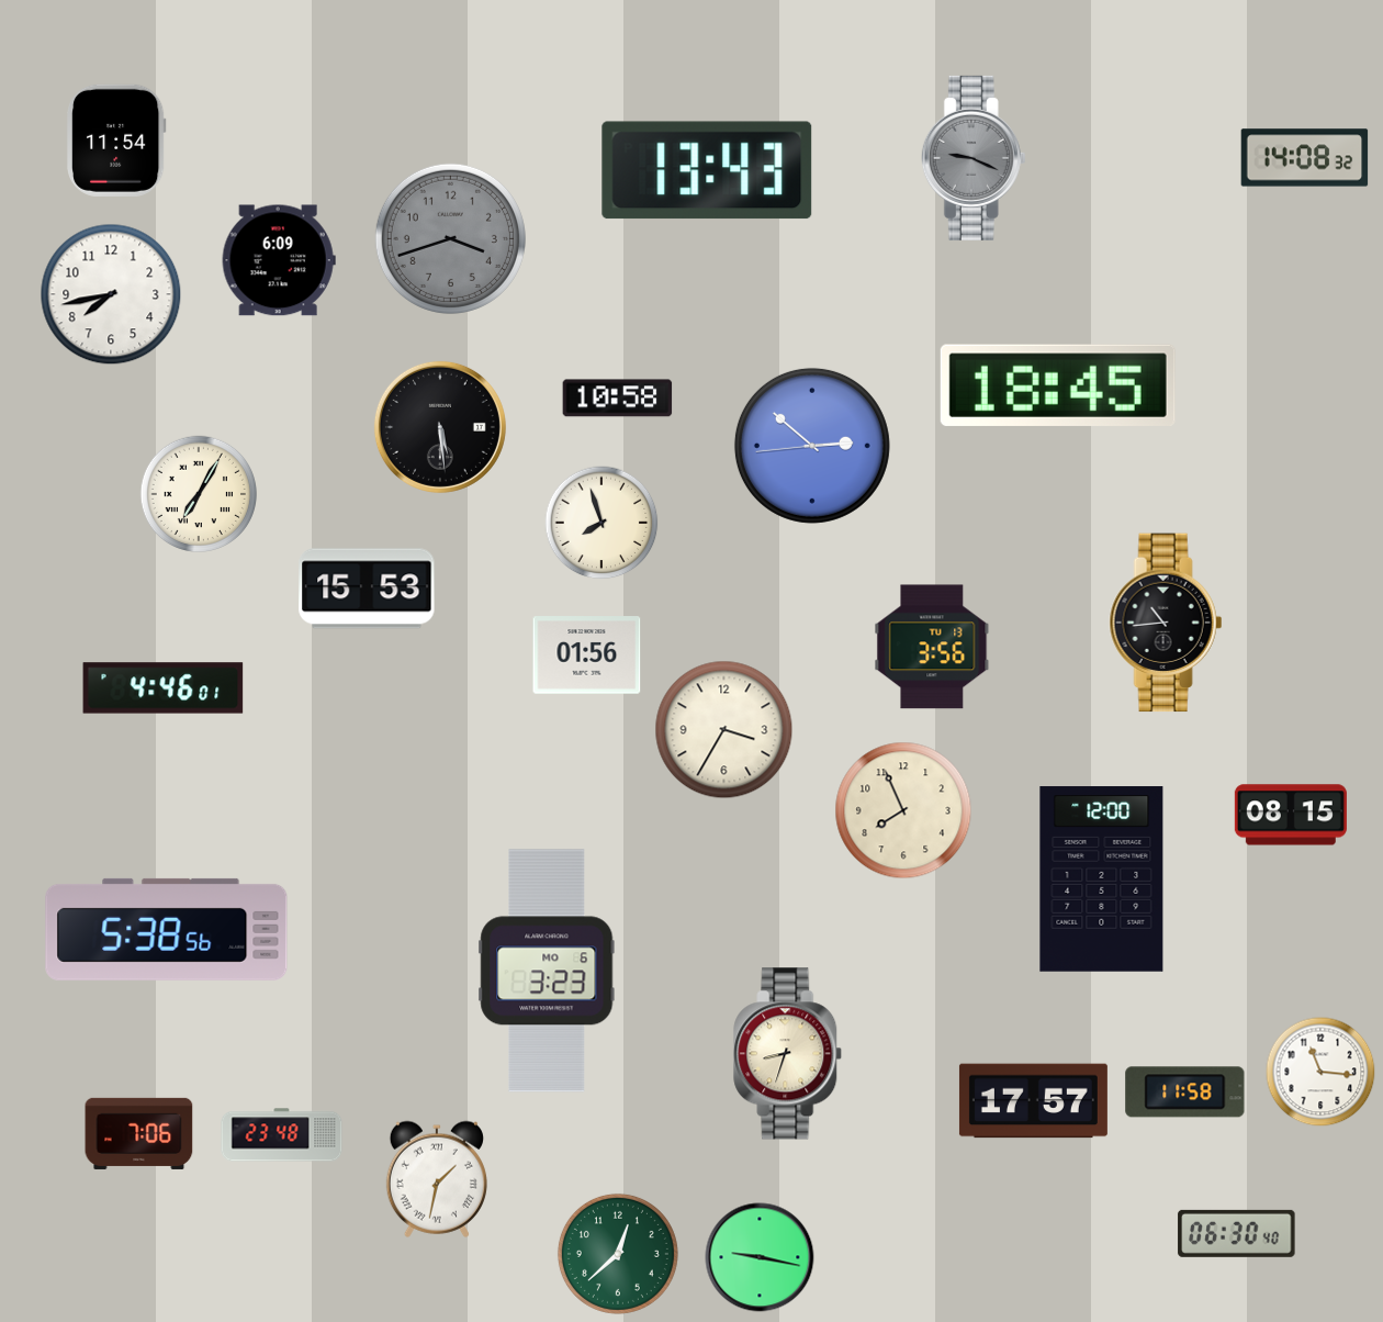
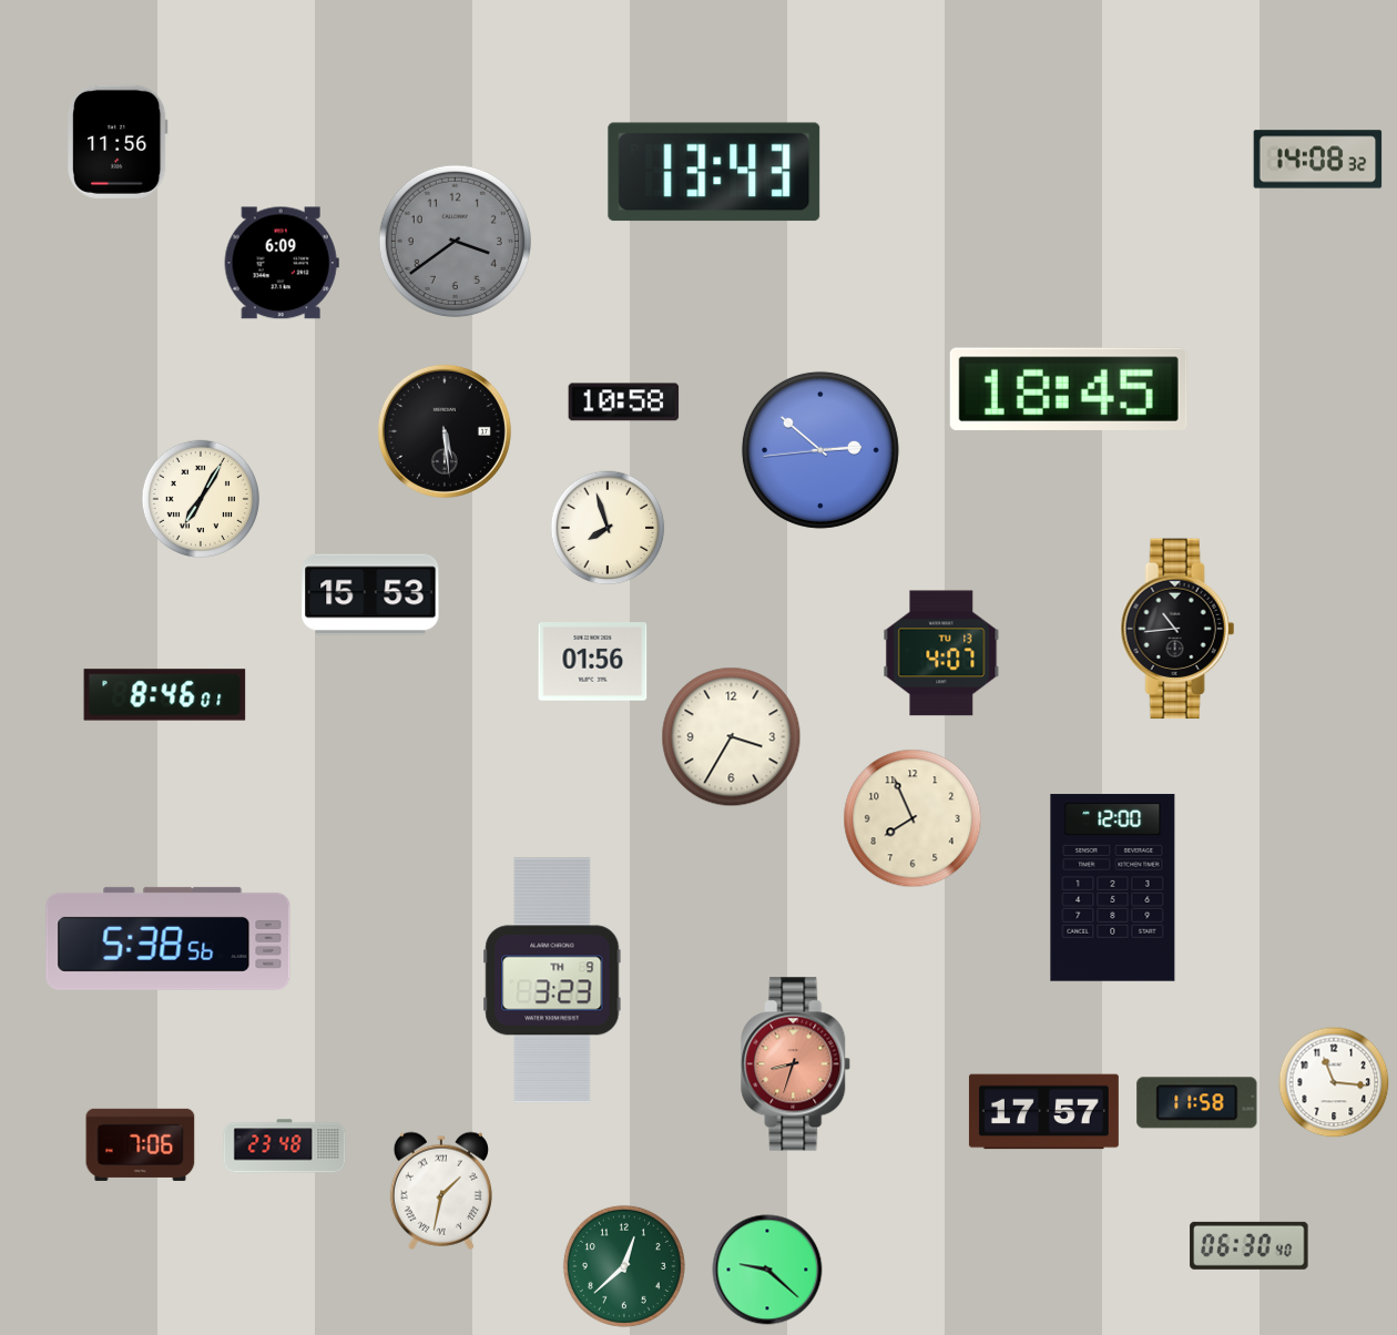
clock at (116, 141): 11:54 -> 11:56
clock at (974, 158): 9:19 -> none
clock at (450, 238): 3:42 -> 3:39
clock at (111, 294): 7:43 -> none
clock at (932, 647): 3:56 -> 4:07
clock at (164, 688): 4:46 -> 8:46
clock at (1291, 815): 08:15 -> none
clock at (547, 971) date: MO 6 -> TH 9
clock at (788, 1054) dial: cream -> salmon
clock at (760, 1257): 9:17 -> 9:22
